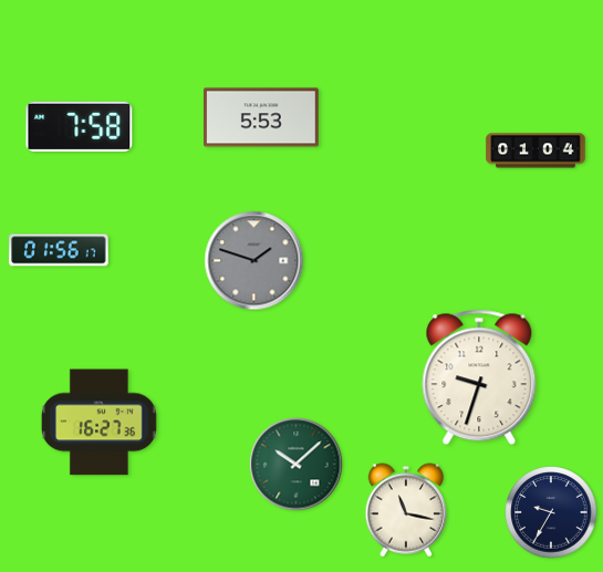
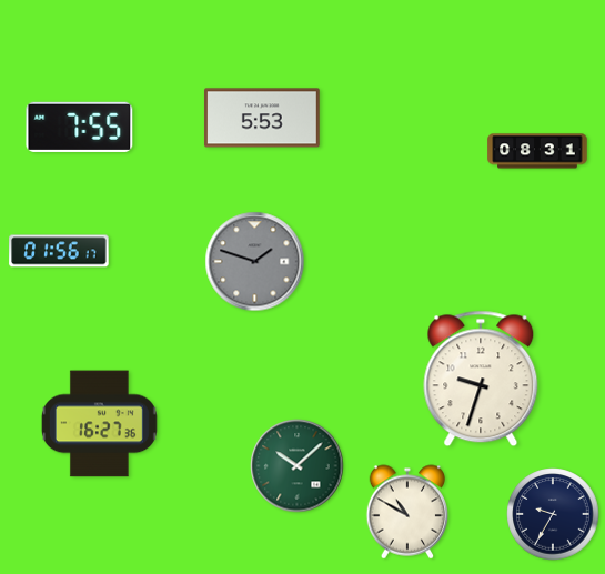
clock at (80, 126): 7:58 -> 7:55
clock at (536, 150): 01:04 -> 08:31
clock at (406, 510): 11:17 -> 10:50
